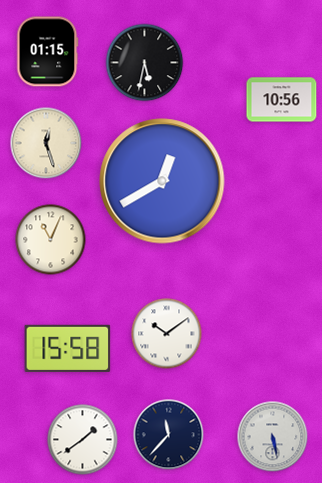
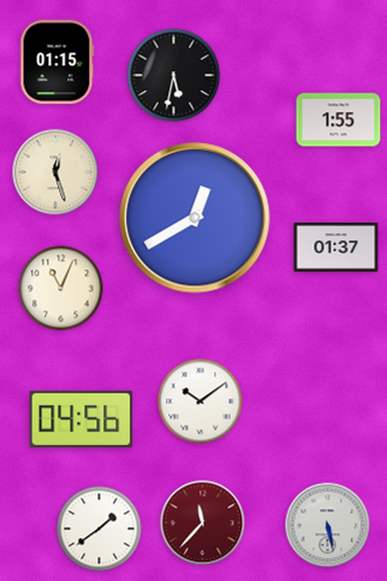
clock at (282, 100): 10:56 -> 1:55
clock at (337, 248): none -> 01:37
clock at (68, 348): 15:58 -> 04:56
clock at (169, 435) dial: navy -> burgundy
